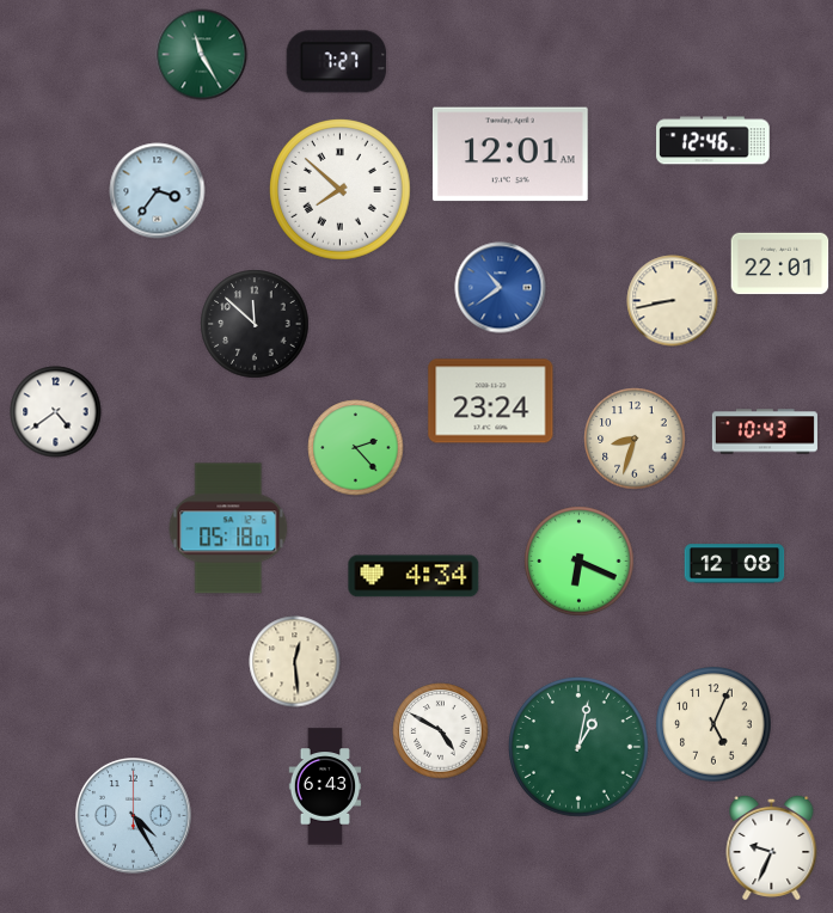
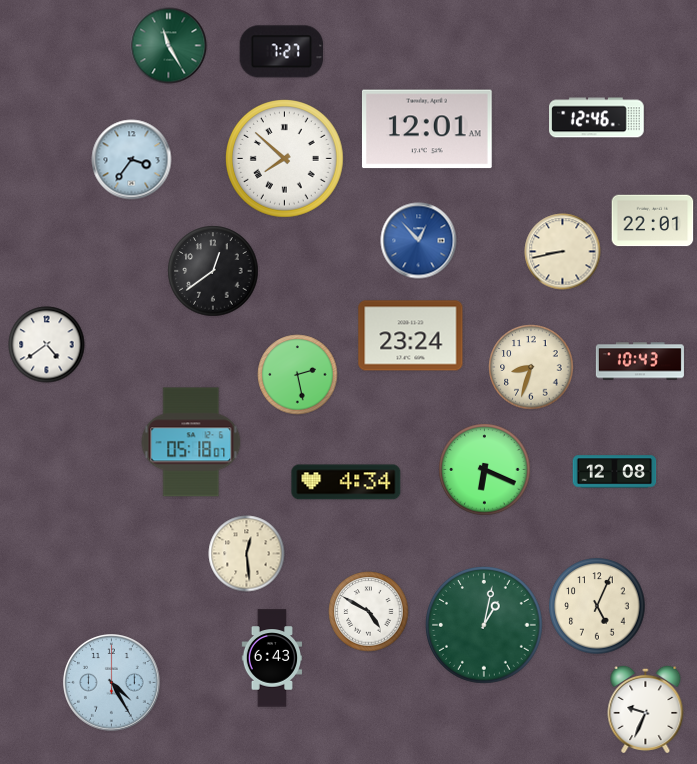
clock at (501, 288): 10:39 -> 12:53
clock at (255, 324): 11:52 -> 12:39
clock at (356, 448): 2:23 -> 2:28
